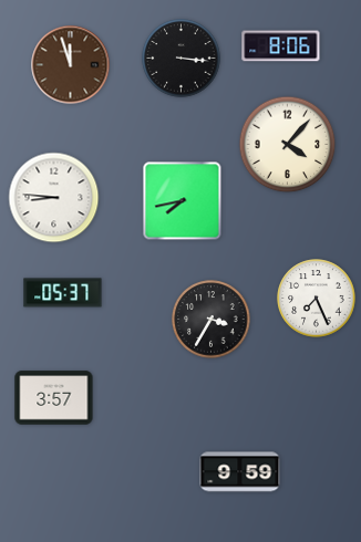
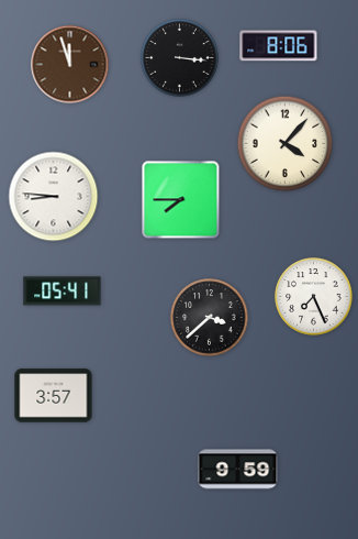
clock at (183, 201): 7:43 -> 7:45
clock at (63, 293): 05:37 -> 05:41
clock at (212, 320): 3:35 -> 3:38
